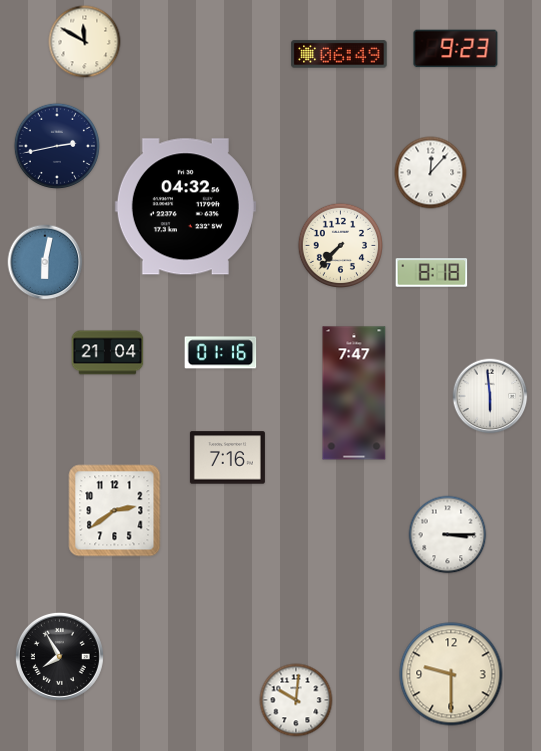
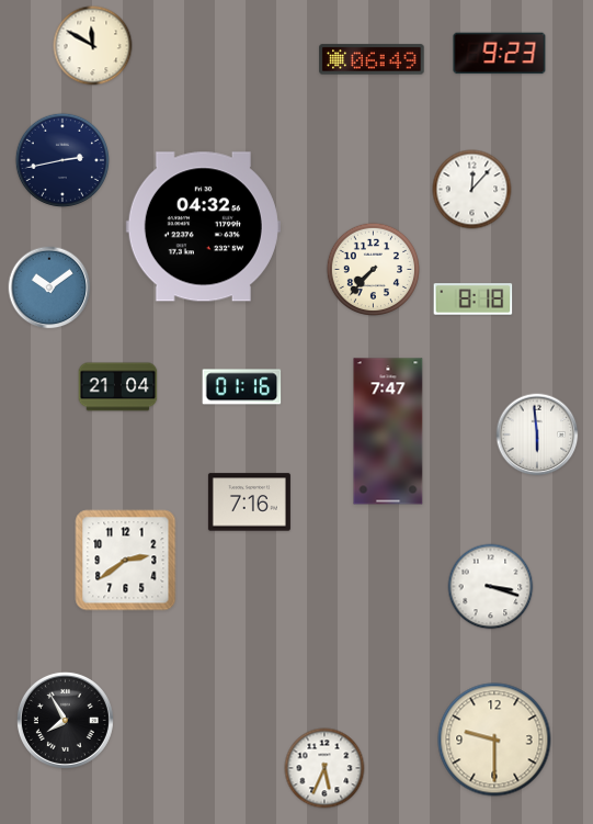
clock at (45, 262): 6:02 -> 10:09
clock at (448, 535): 3:15 -> 3:18
clock at (296, 700): 10:01 -> 5:34
